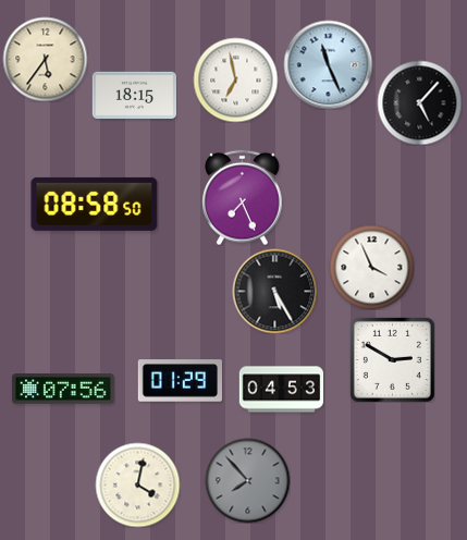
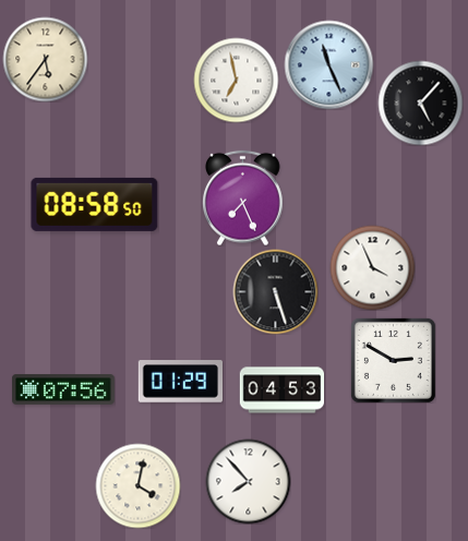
clock at (134, 96): 18:15 -> none
clock at (274, 291): 5:25 -> 5:27
clock at (247, 480) dial: grey -> white
